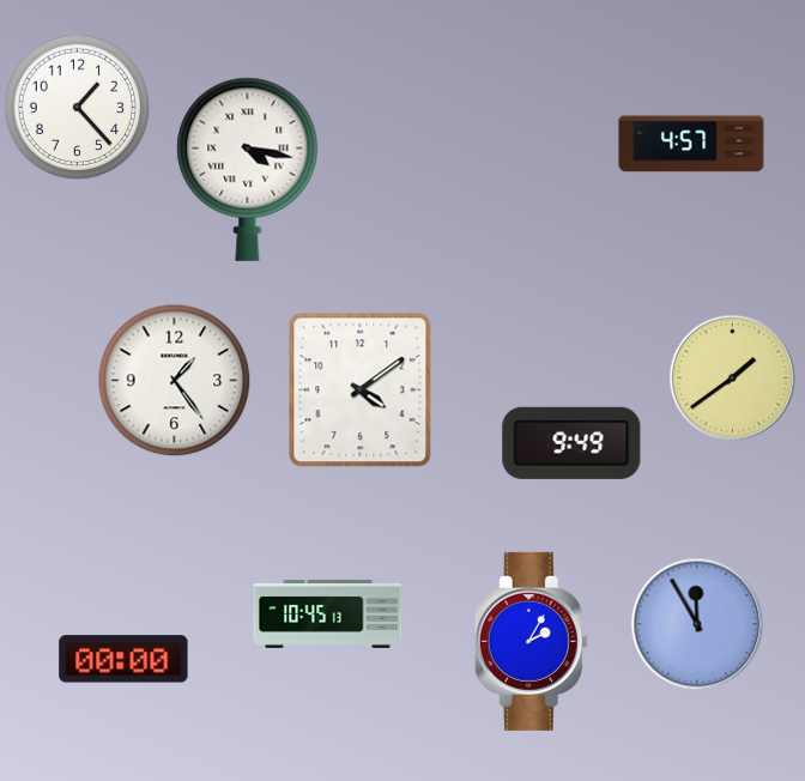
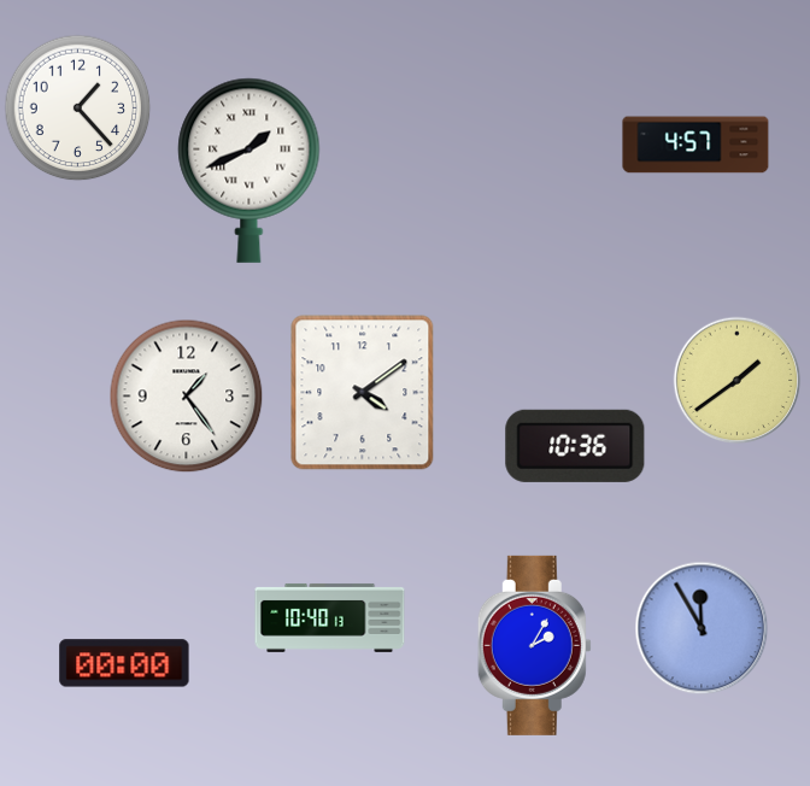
clock at (248, 169): 4:17 -> 1:41
clock at (174, 380) position: (174, 380) -> (186, 395)
clock at (571, 443): 9:49 -> 10:36
clock at (328, 613): 10:45 -> 10:40
